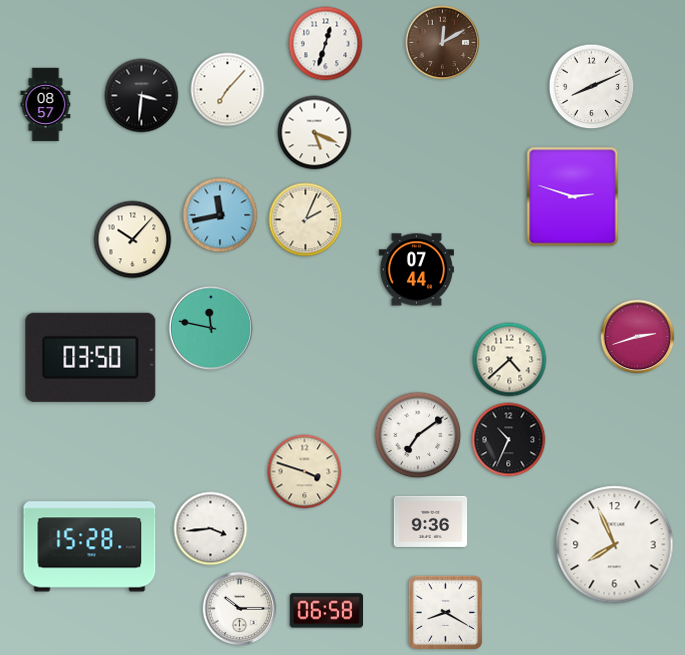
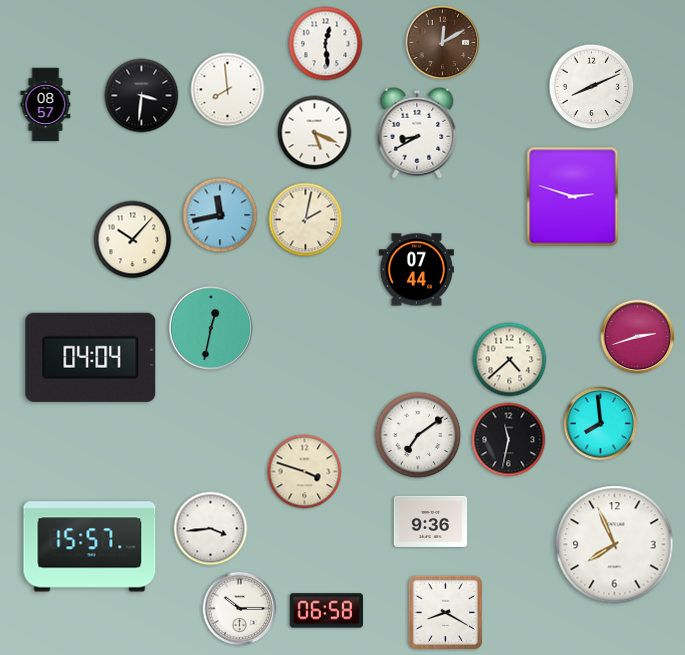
clock at (326, 44): 12:33 -> 12:29
clock at (228, 90): 7:07 -> 7:59
clock at (417, 133): none -> 8:40
clock at (306, 220): 2:04 -> 2:02
clock at (211, 328): 11:47 -> 12:32
clock at (91, 357): 03:50 -> 04:04
clock at (601, 424): none -> 7:59
clock at (509, 440): 10:34 -> 11:32
clock at (90, 547): 15:28 -> 15:57
